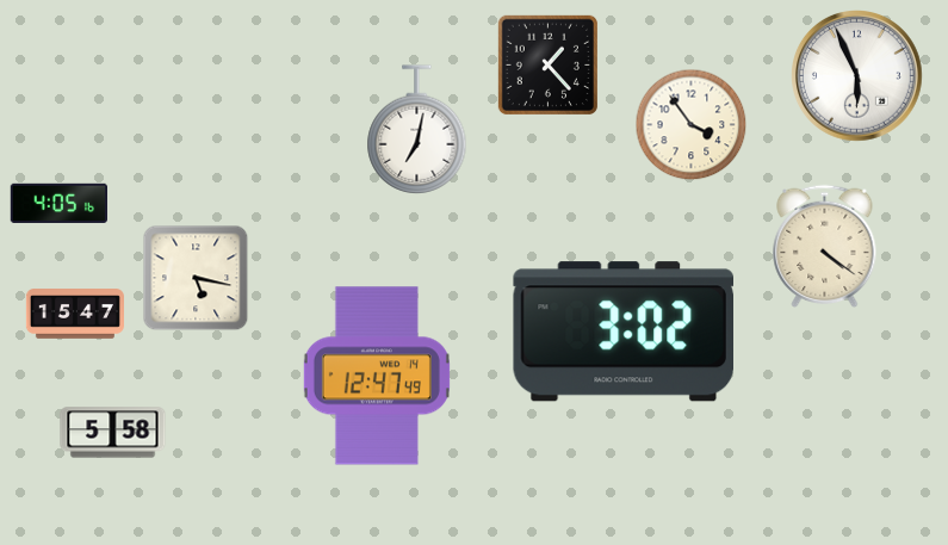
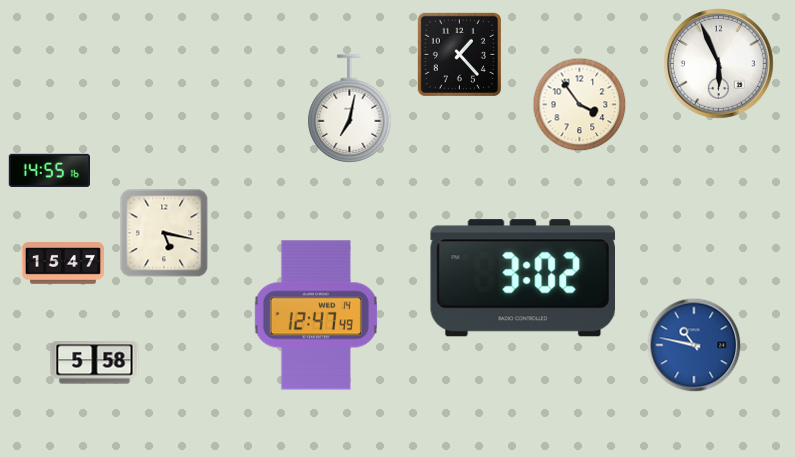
clock at (58, 203): 4:05 -> 14:55
clock at (825, 246): 4:21 -> none
clock at (694, 345): none -> 10:47
